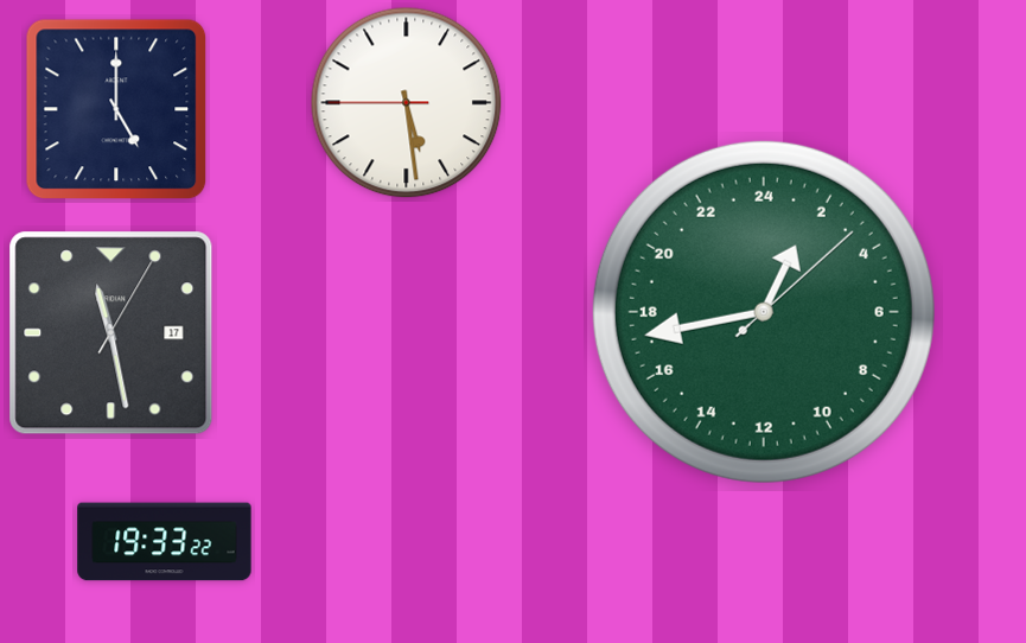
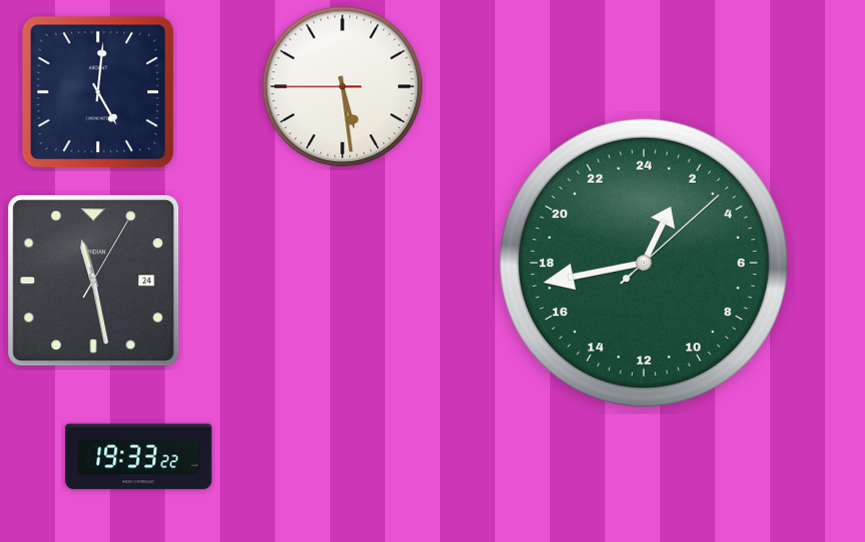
clock at (116, 109): 5:00 -> 5:01
clock at (111, 333) date: 17 -> 24
